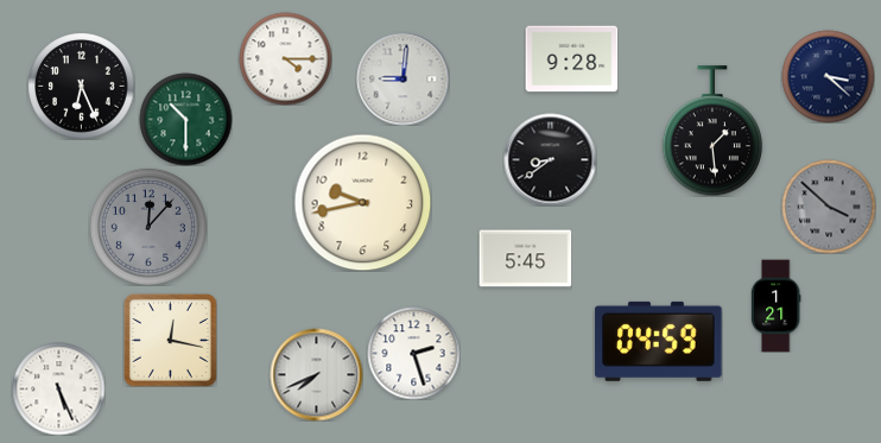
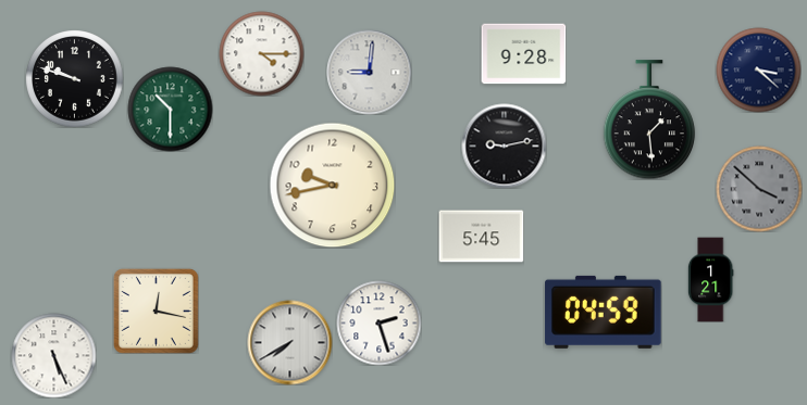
clock at (81, 86): 6:26 -> 9:48
clock at (712, 131) position: (712, 131) -> (649, 119)
clock at (550, 159): 8:39 -> 9:13
clock at (148, 227): 12:07 -> none
clock at (316, 374): 7:41 -> 7:40
